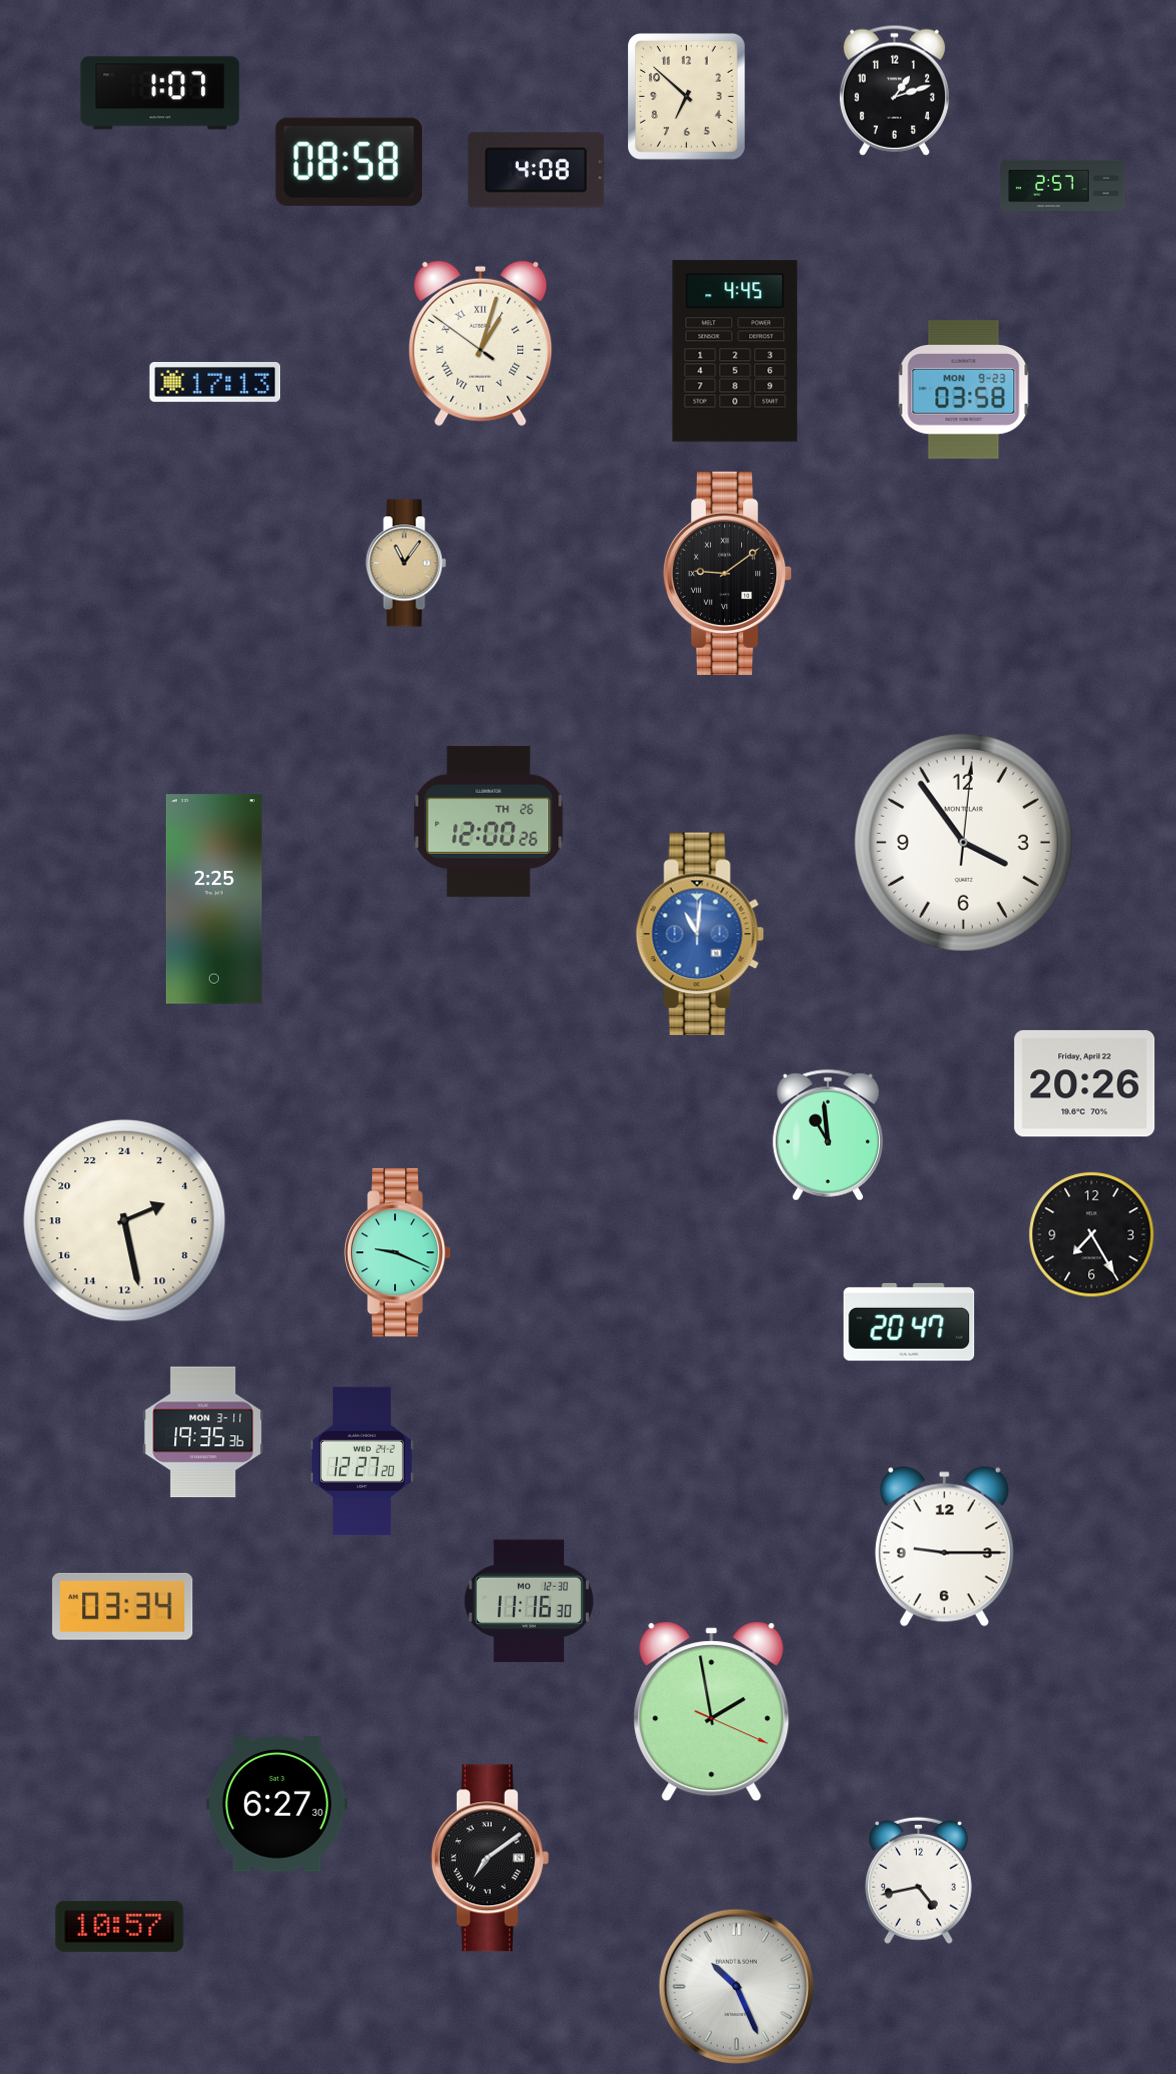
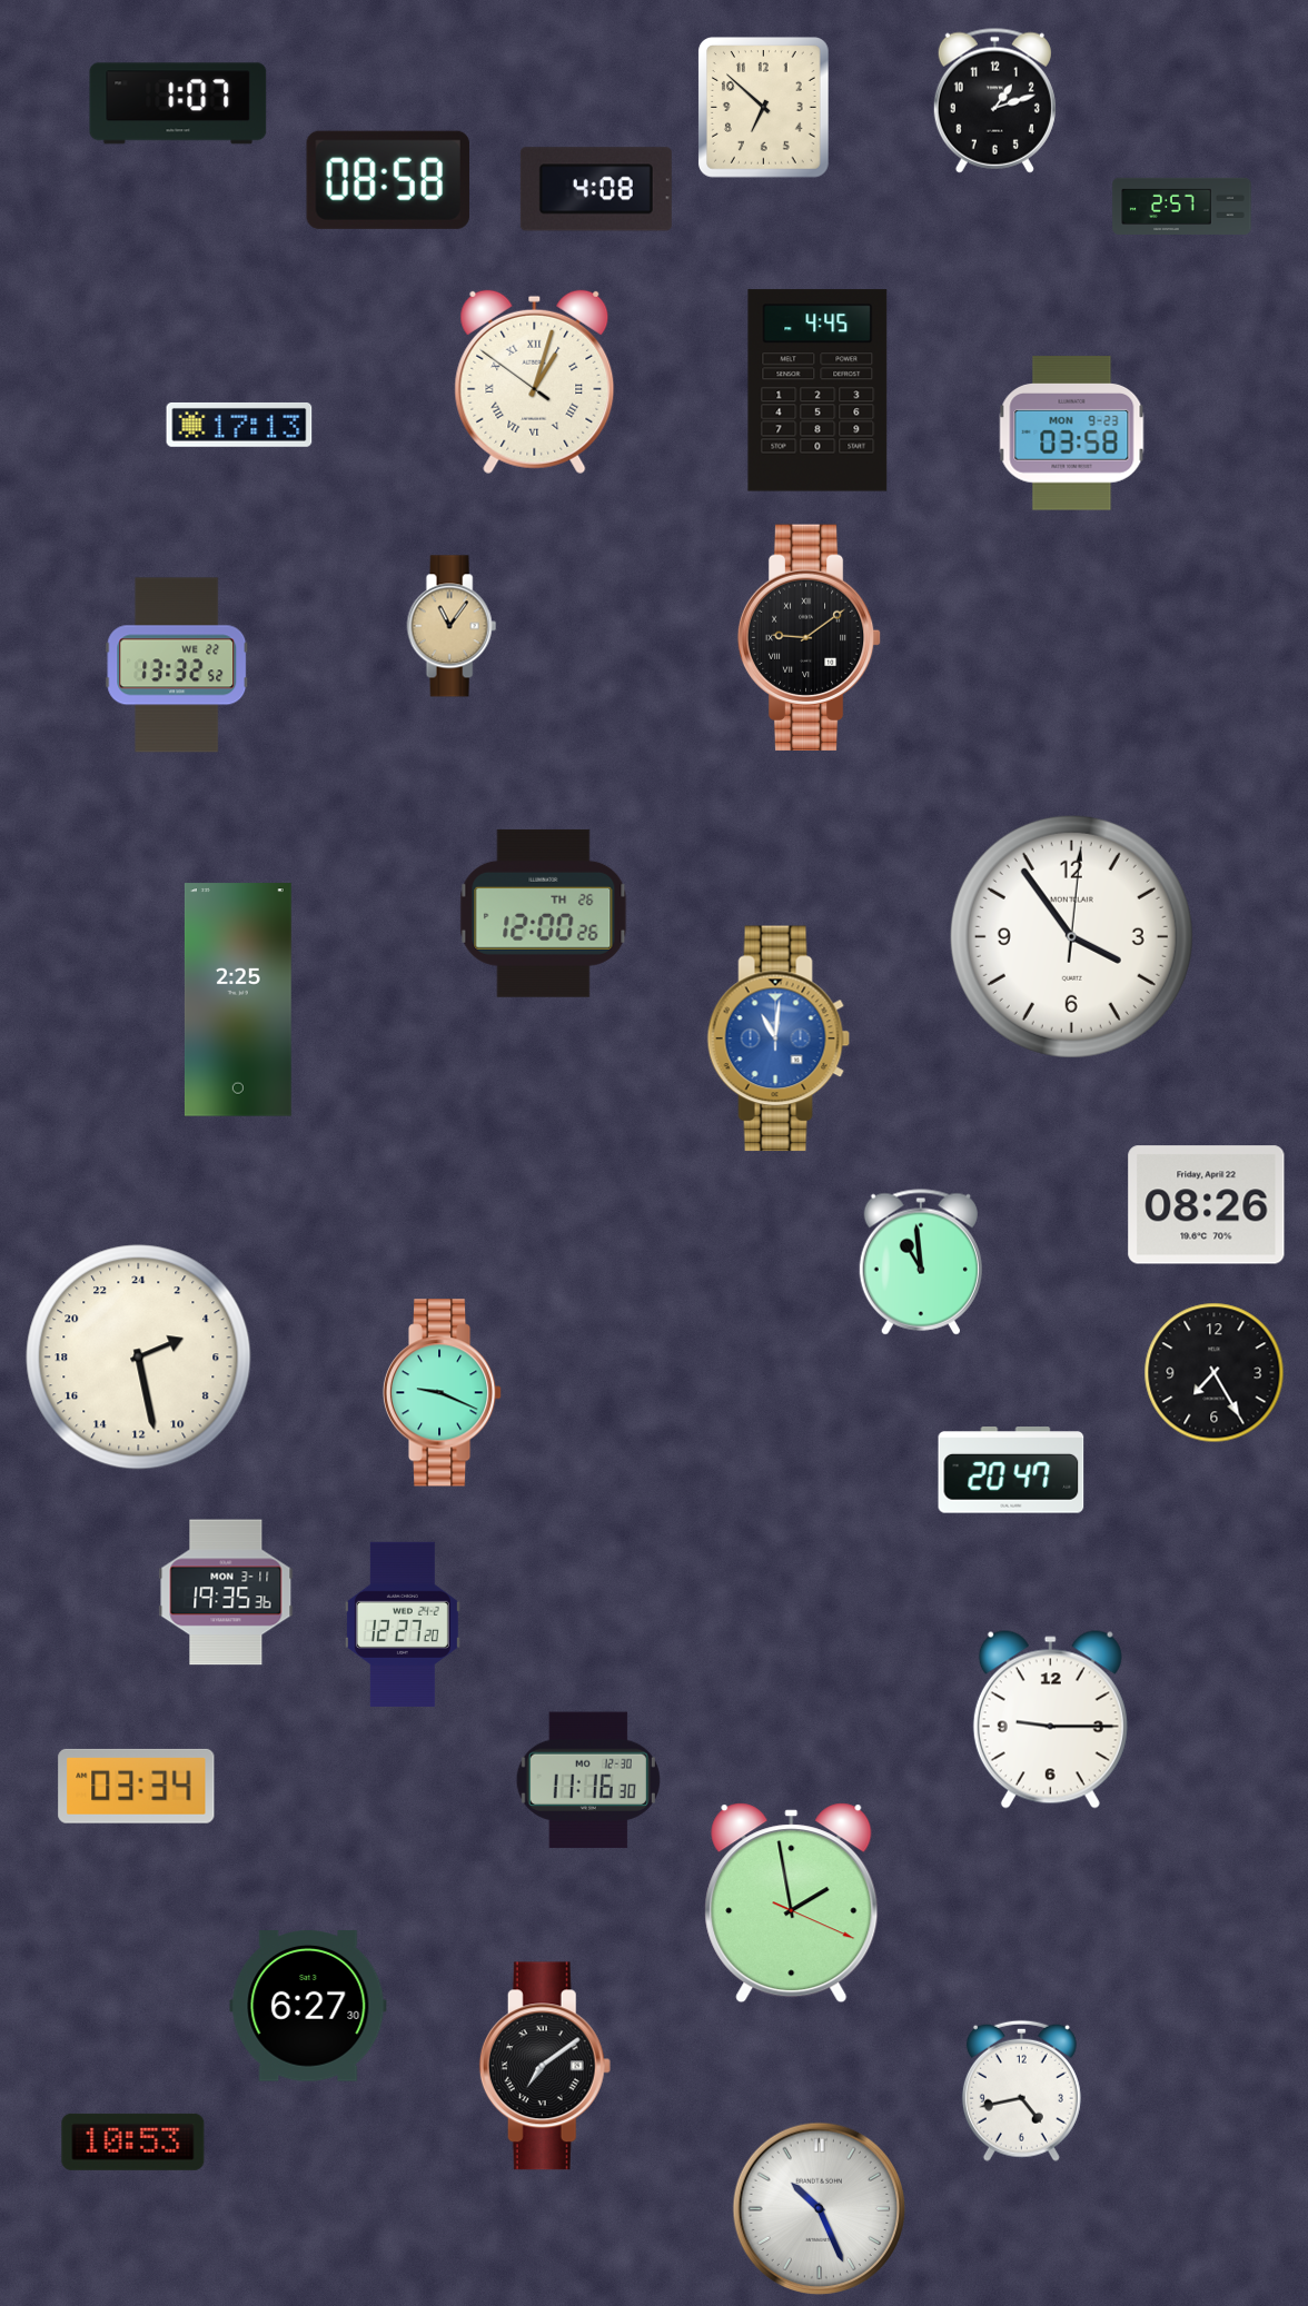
clock at (177, 665): none -> 13:32
clock at (1085, 1084): 20:26 -> 08:26
clock at (120, 1926): 10:57 -> 10:53
